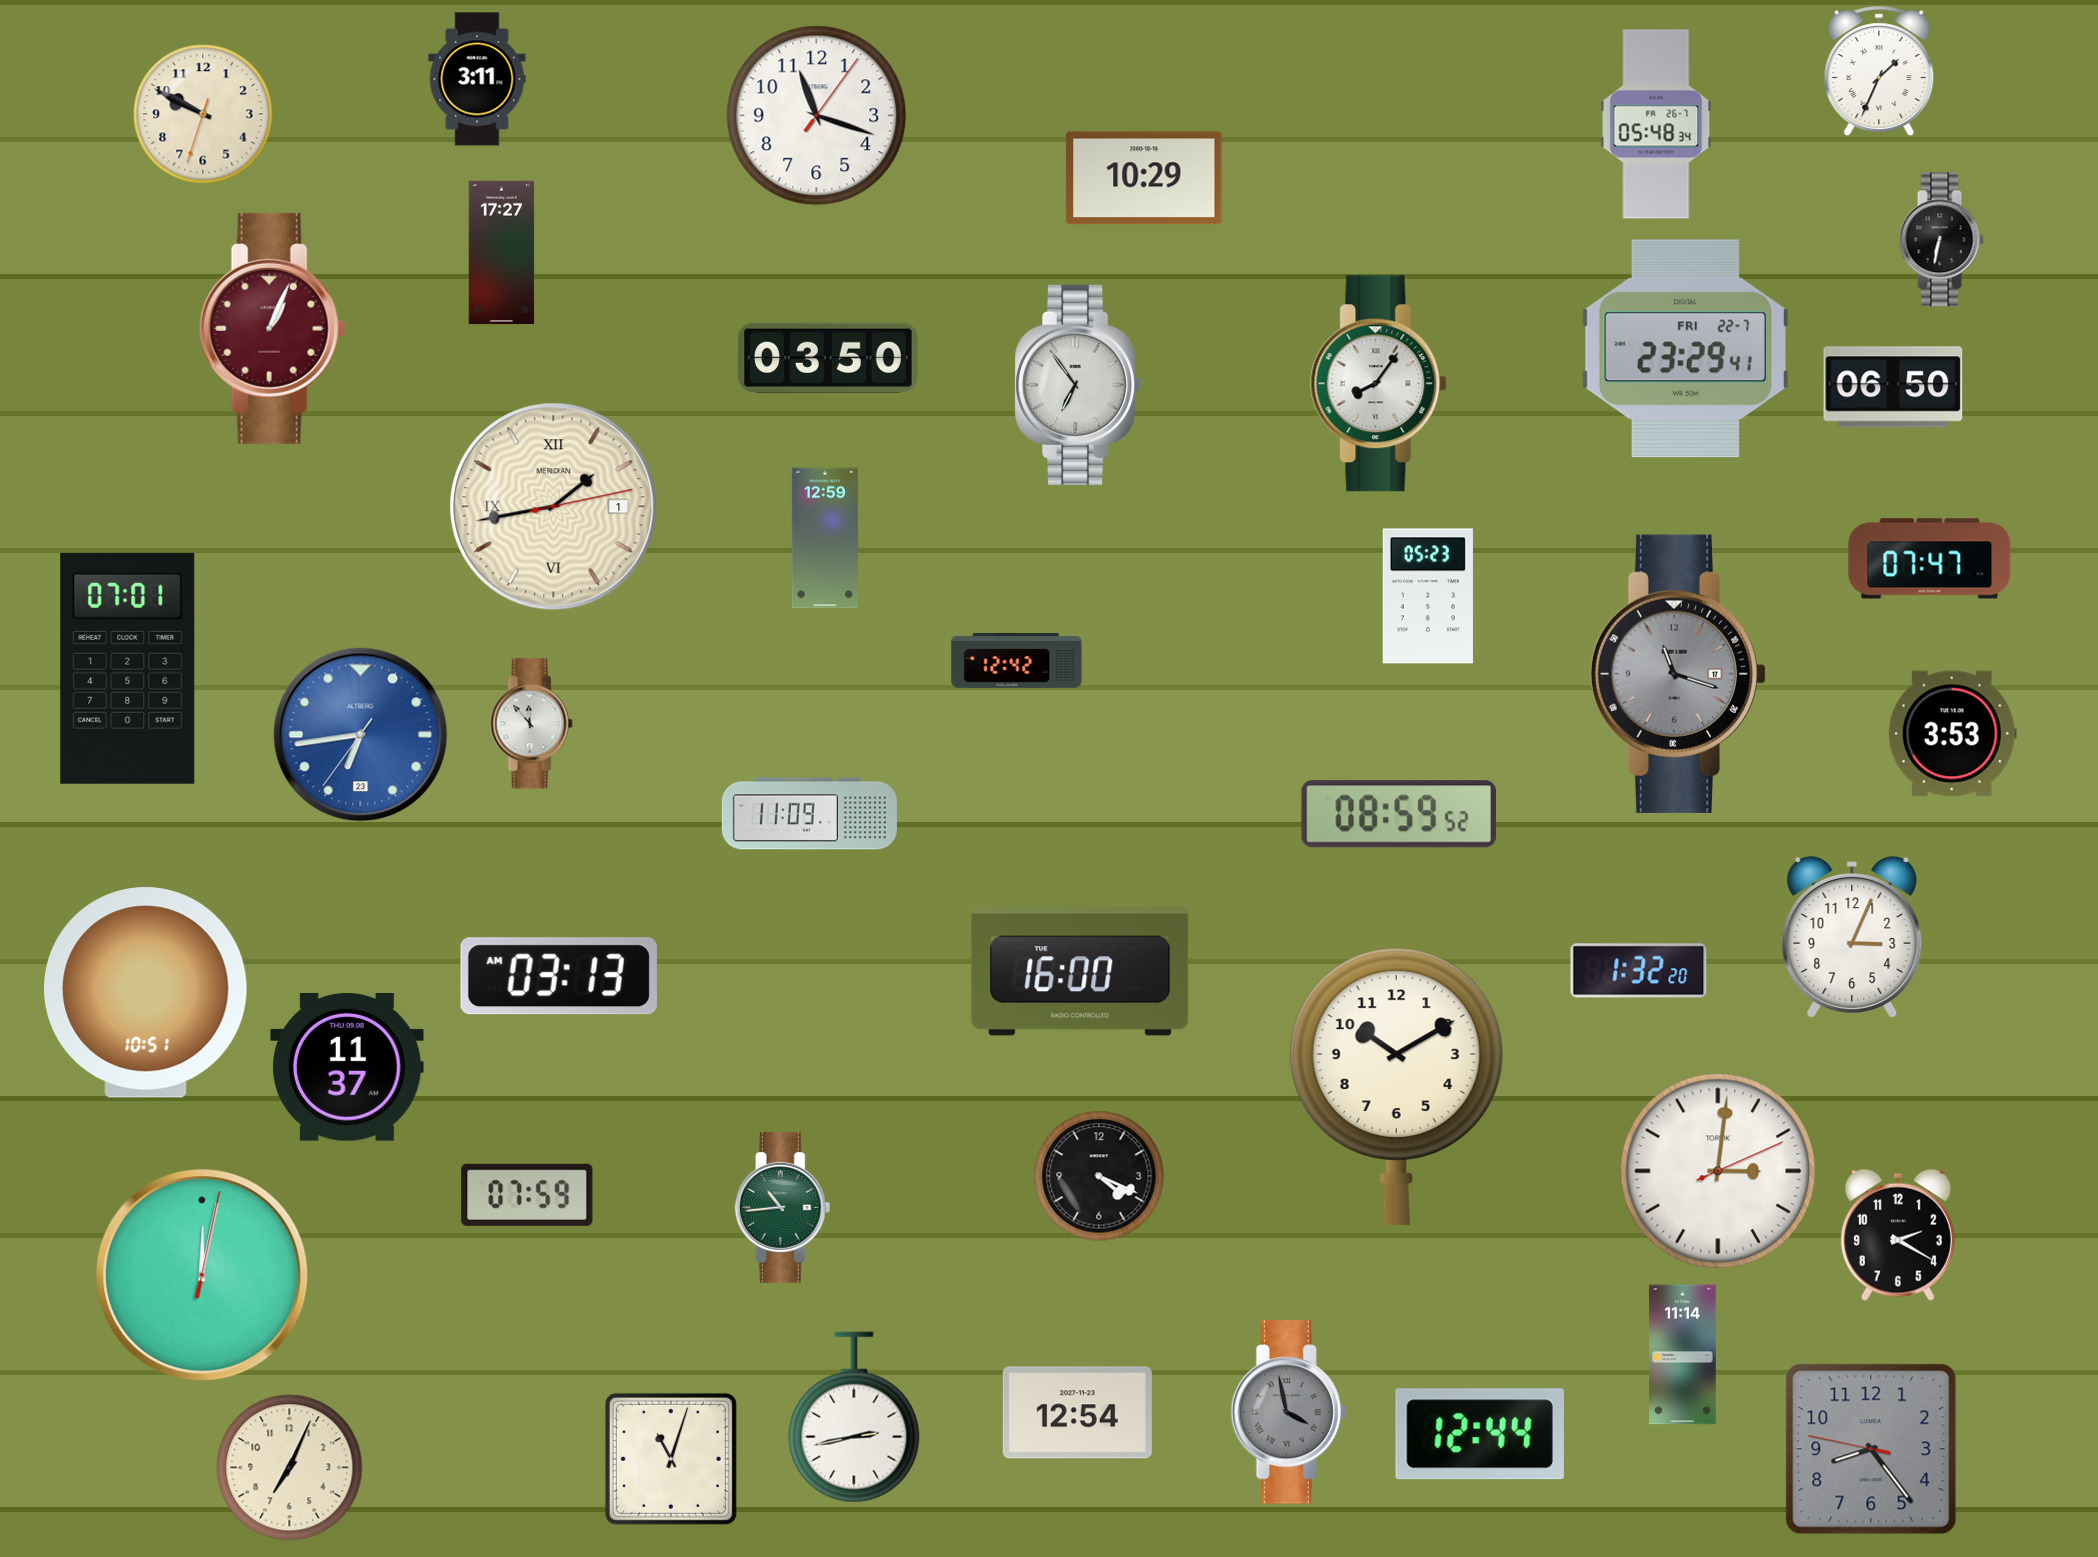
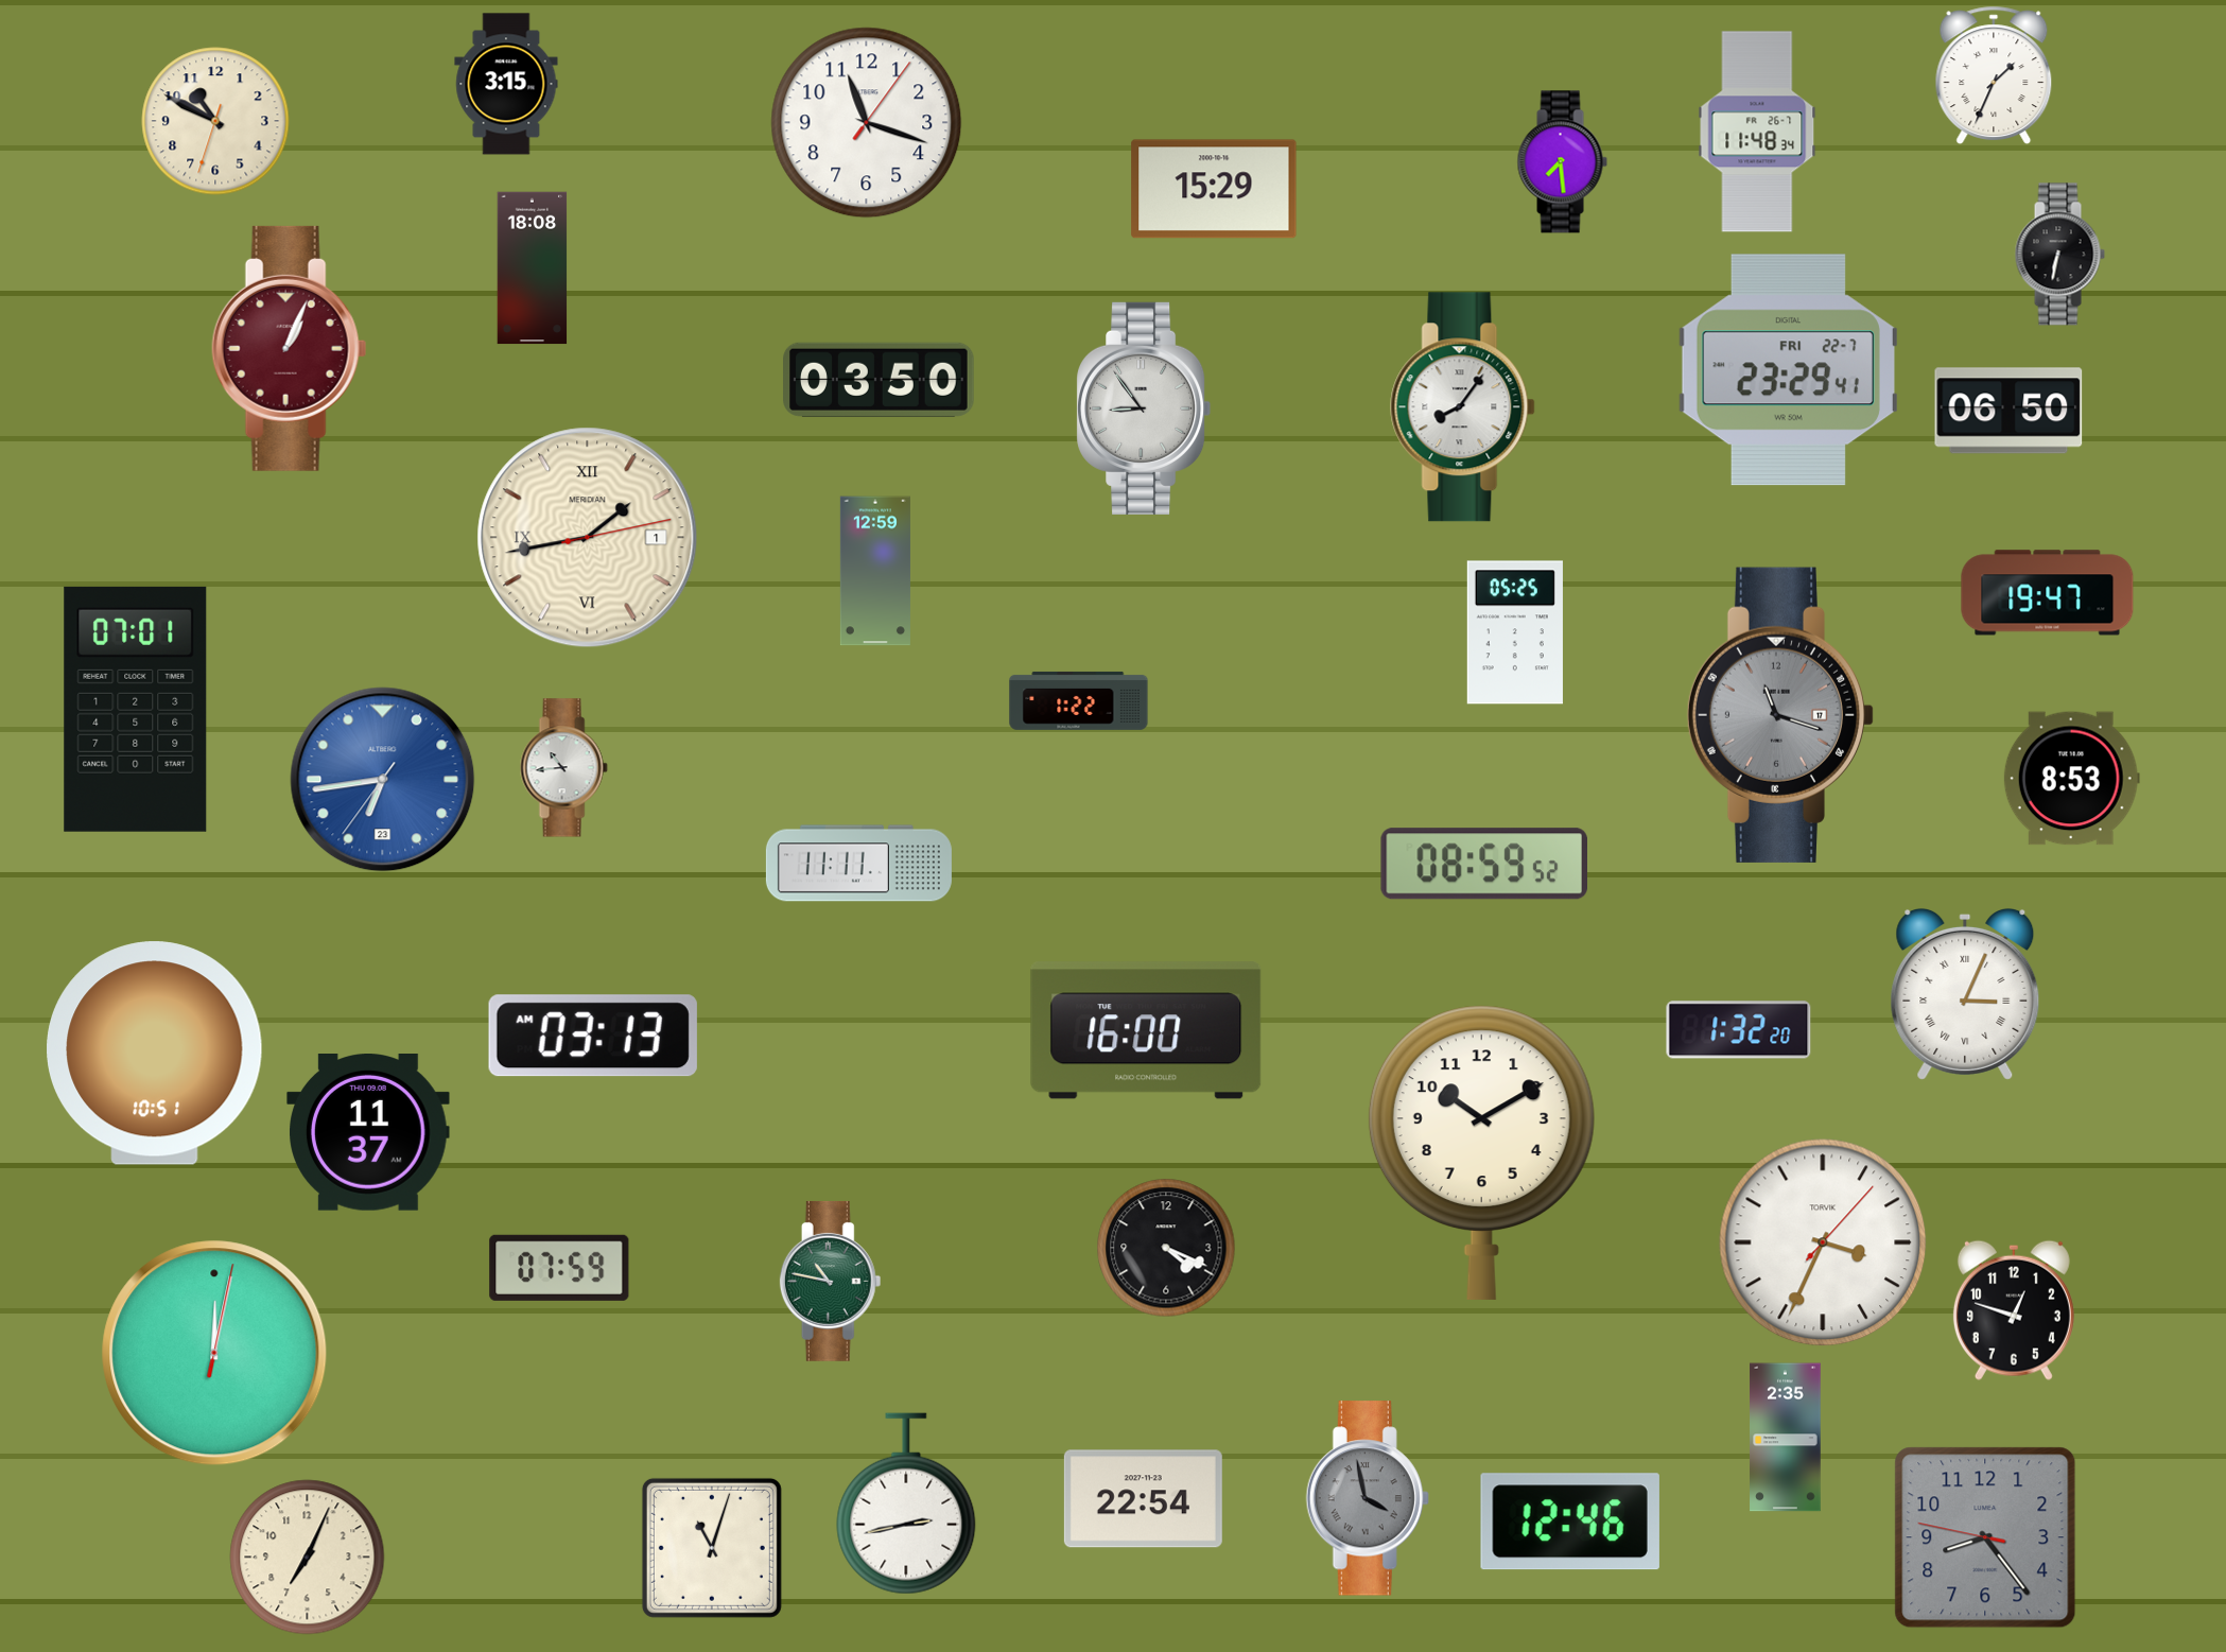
clock at (477, 79): 3:11 -> 3:15
clock at (203, 114): 9:49 -> 10:49
clock at (1656, 124): 05:48 -> 11:48
clock at (1562, 162): none -> 7:29
clock at (1144, 178): 10:29 -> 15:29
clock at (502, 253): 17:27 -> 18:08
clock at (1078, 385): 6:54 -> 8:54
clock at (1930, 559): 07:47 -> 19:47
clock at (1428, 596): 05:23 -> 05:25
clock at (1017, 660): 12:42 -> 1:22
clock at (531, 724): 11:53 -> 10:44
clock at (1952, 734): 3:53 -> 8:53
clock at (809, 814): 11:09 -> 11:11
clock at (1852, 937) numerals: Arabic -> Roman
clock at (1718, 1171): 3:01 -> 3:34
clock at (783, 1207): 10:44 -> 10:47
clock at (1898, 1235): 2:20 -> 12:48
clock at (1683, 1355): 11:14 -> 2:35
clock at (1077, 1413): 12:54 -> 22:54
clock at (1480, 1434): 12:44 -> 12:46
